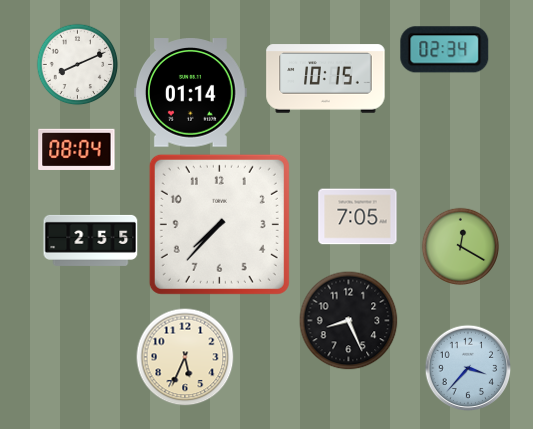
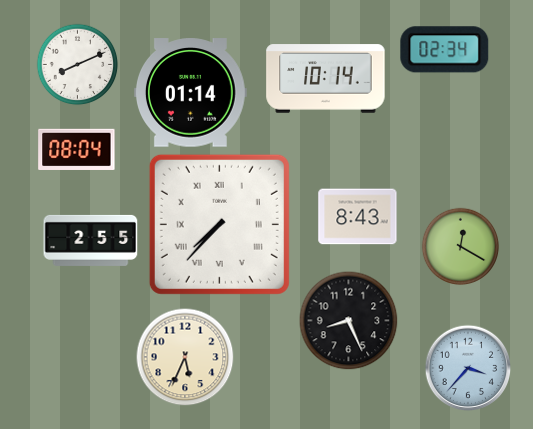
clock at (326, 79): 10:15 -> 10:14
clock at (358, 217): 7:05 -> 8:43
clock at (219, 224) numerals: Arabic -> Roman
